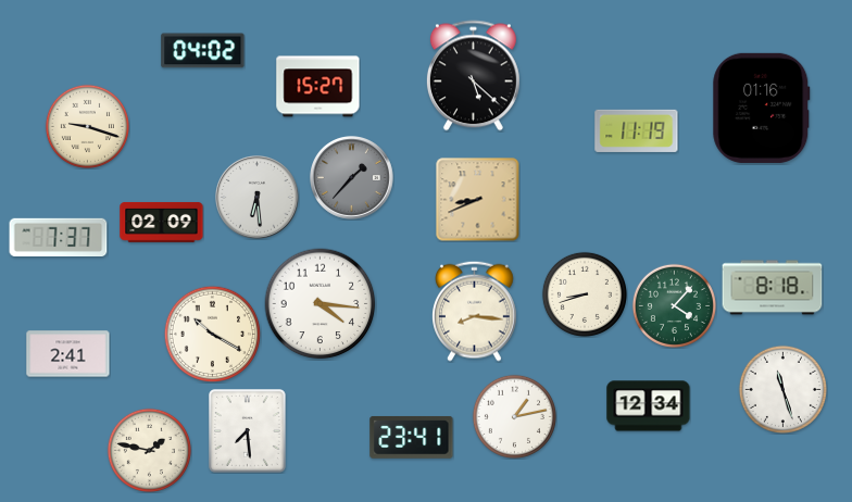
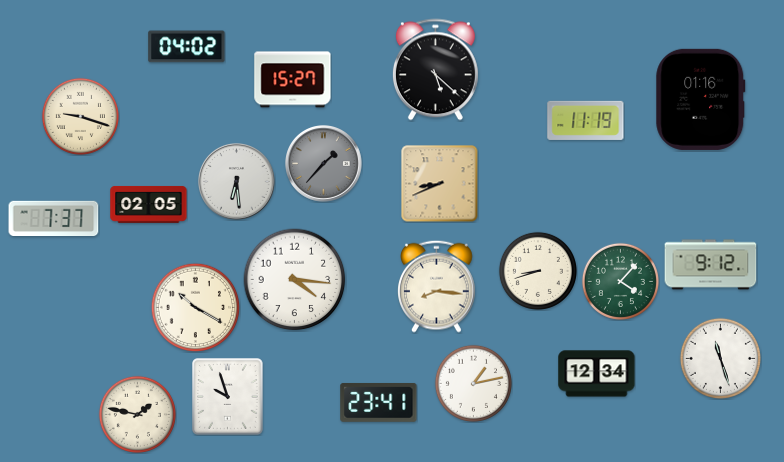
clock at (162, 222): 02:09 -> 02:05
clock at (773, 288): 8:18 -> 9:12
clock at (68, 354): 2:41 -> none
clock at (248, 431): 7:29 -> 9:57
